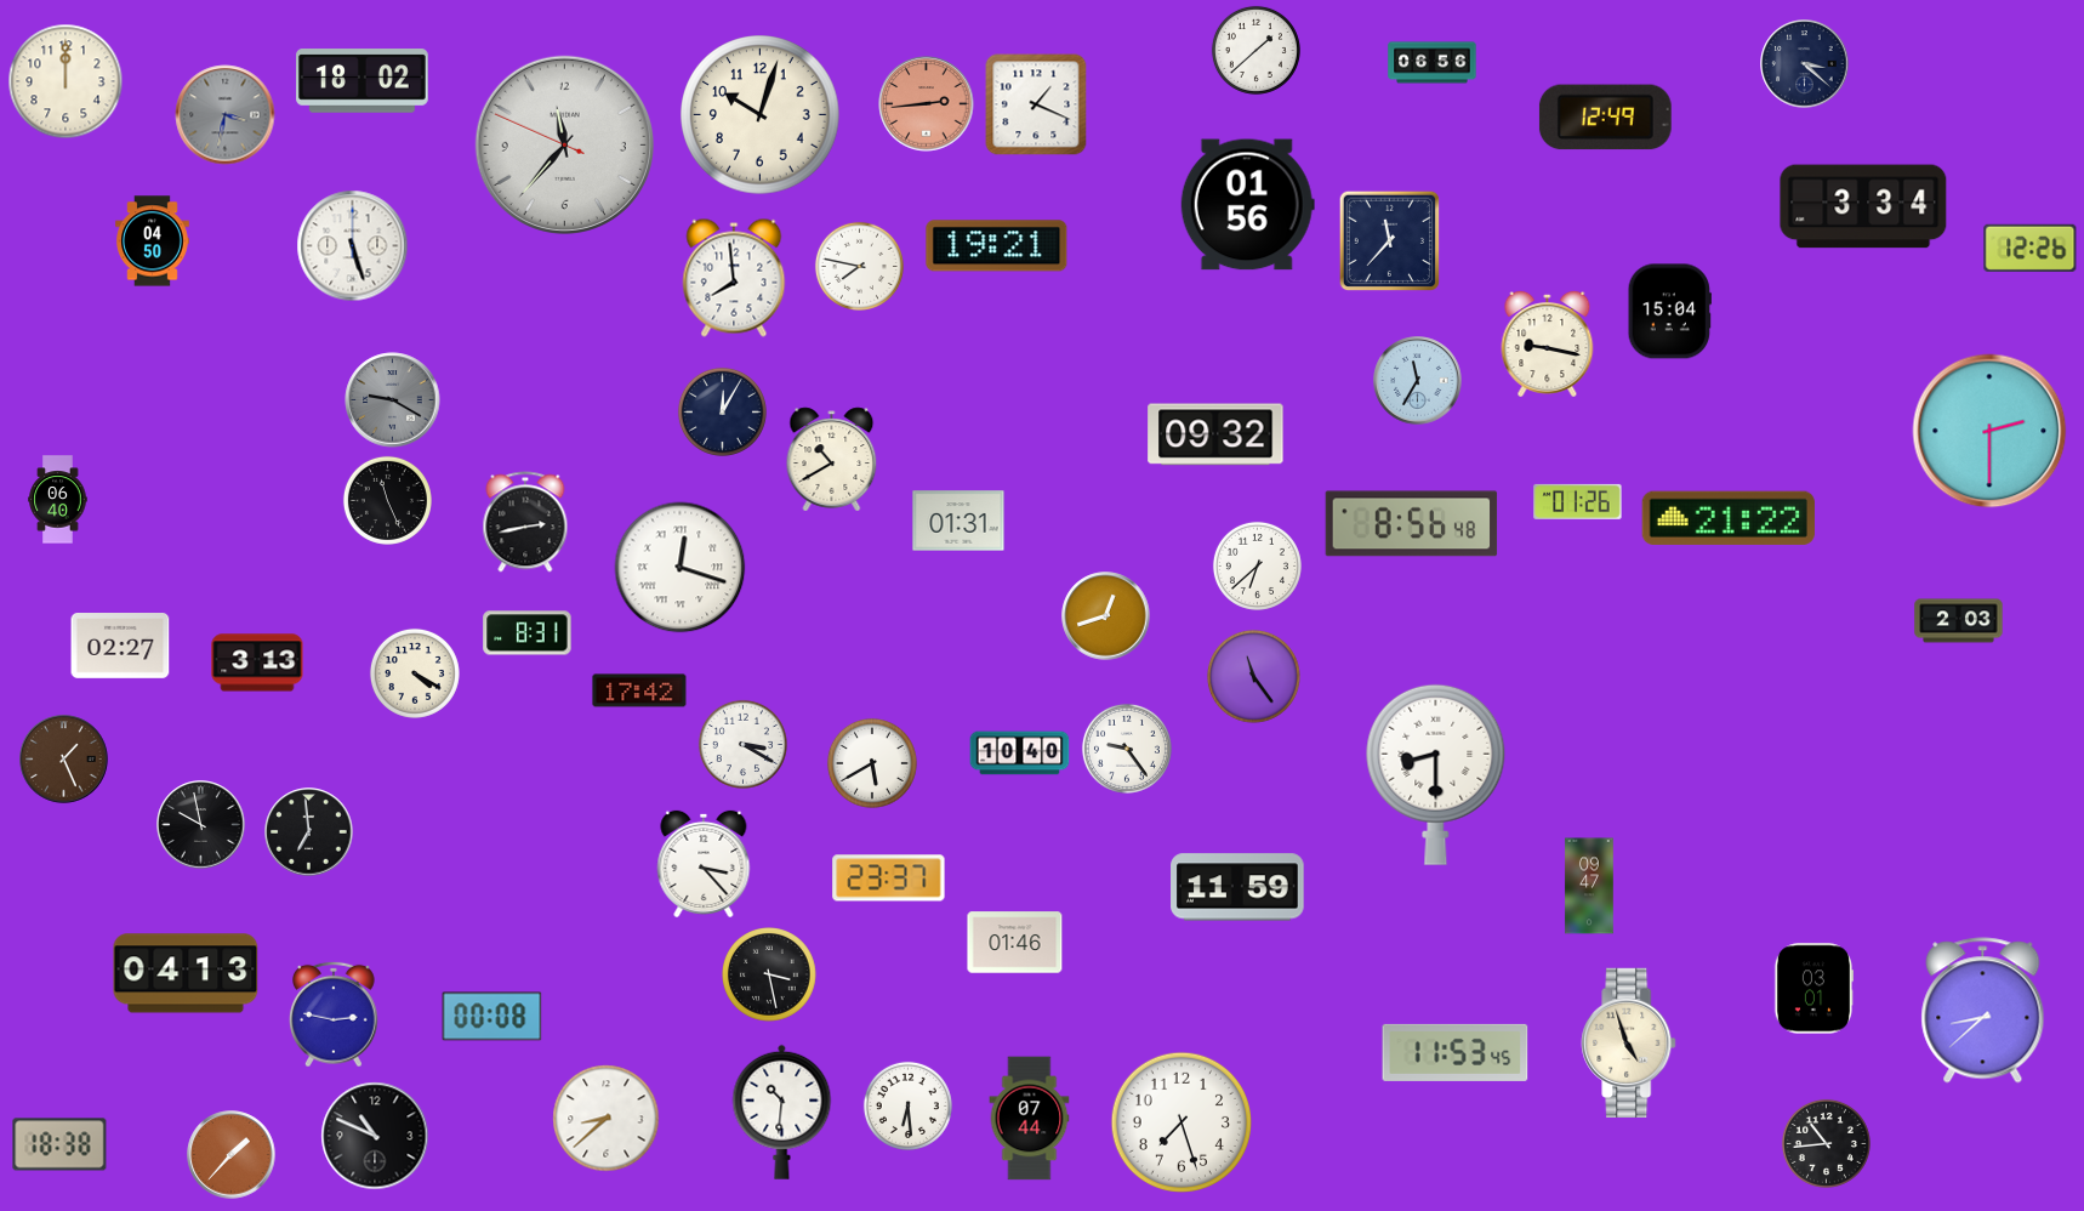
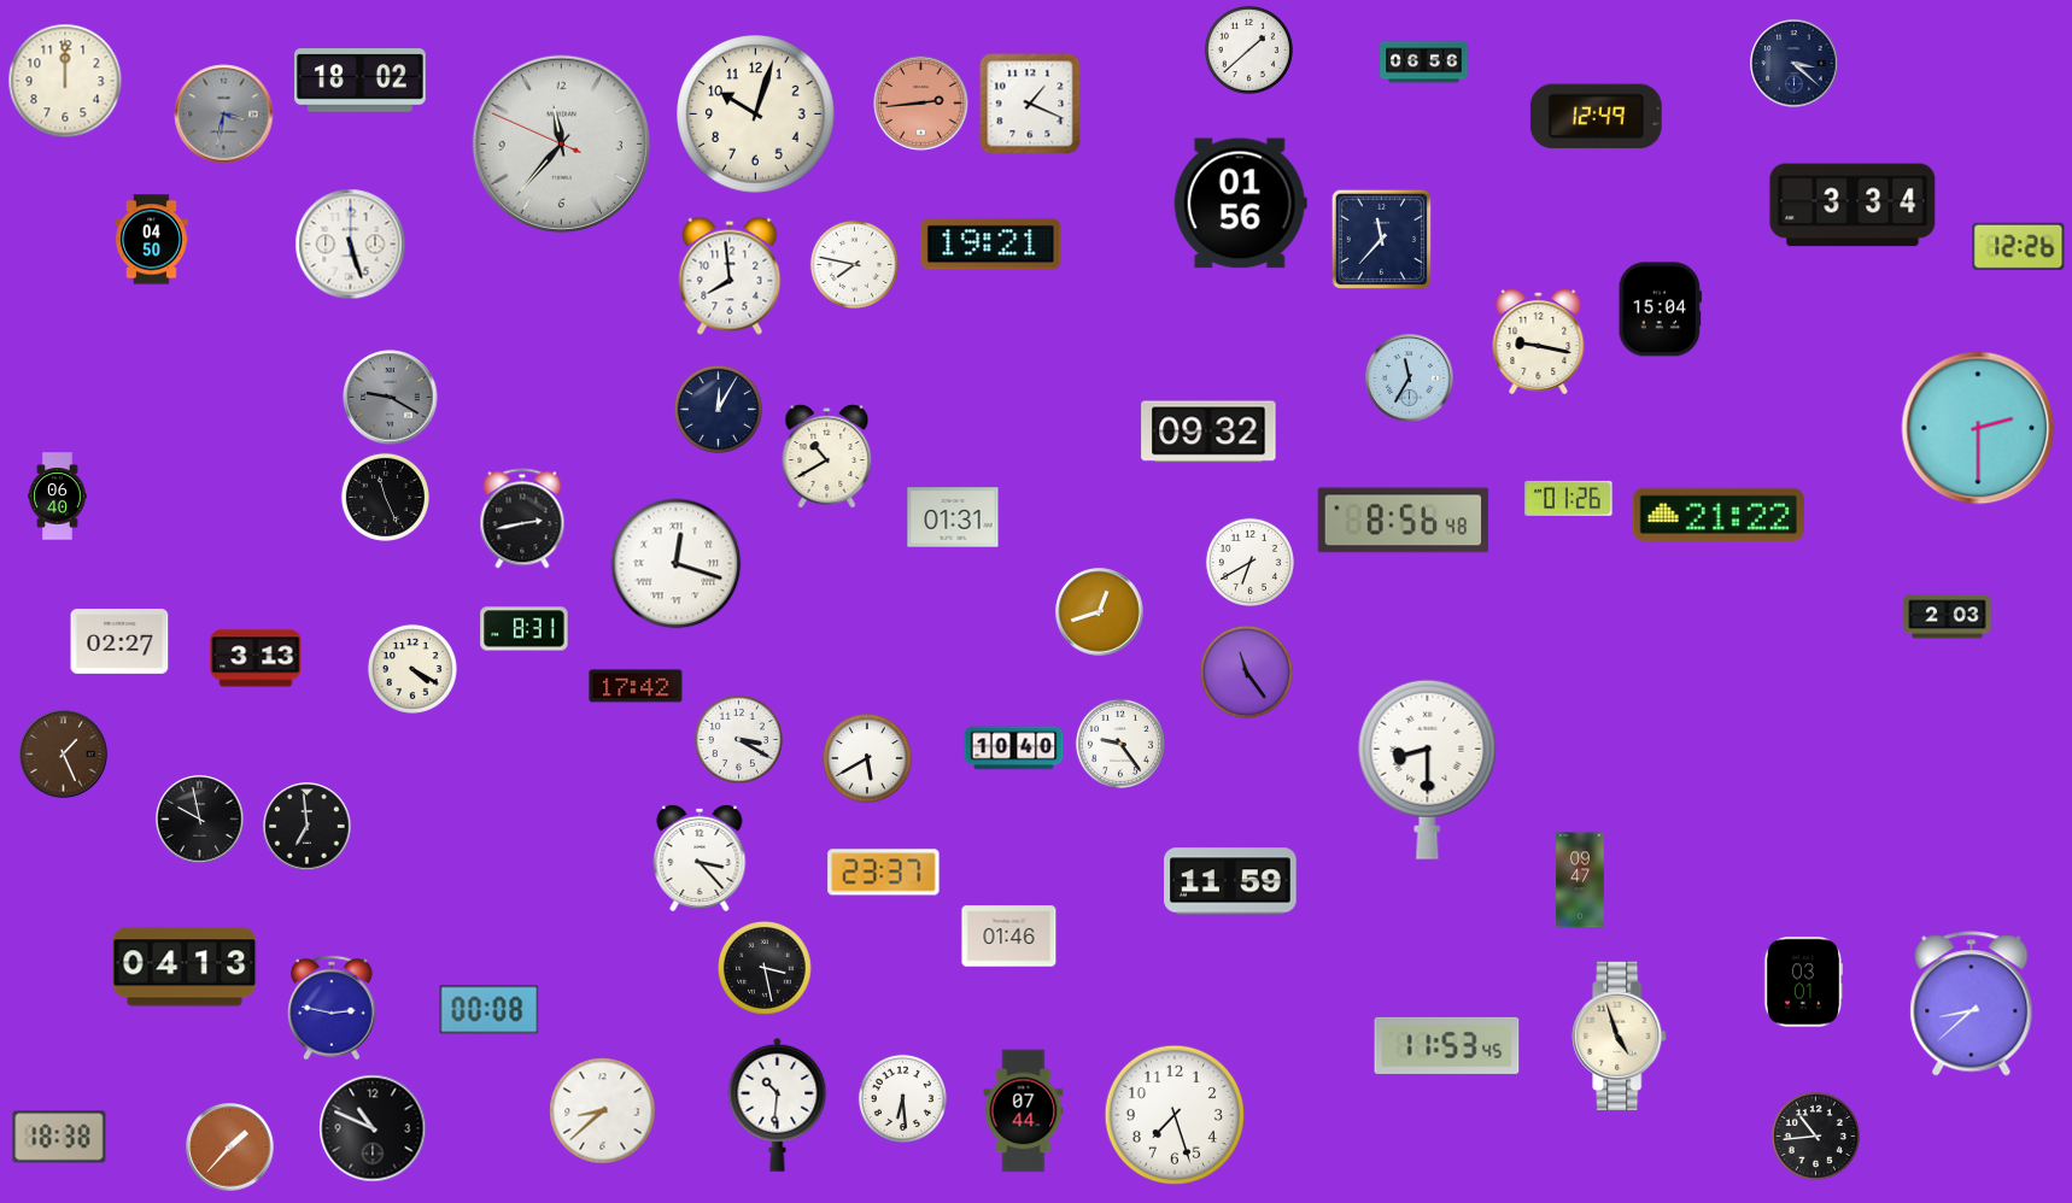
clock at (1257, 565): 6:38 -> 6:40
